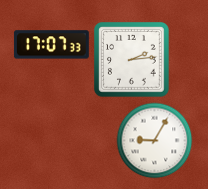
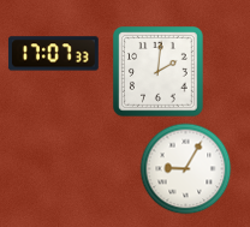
clock at (51, 45) position: (51, 45) -> (53, 54)
clock at (132, 60): 2:14 -> 2:01
